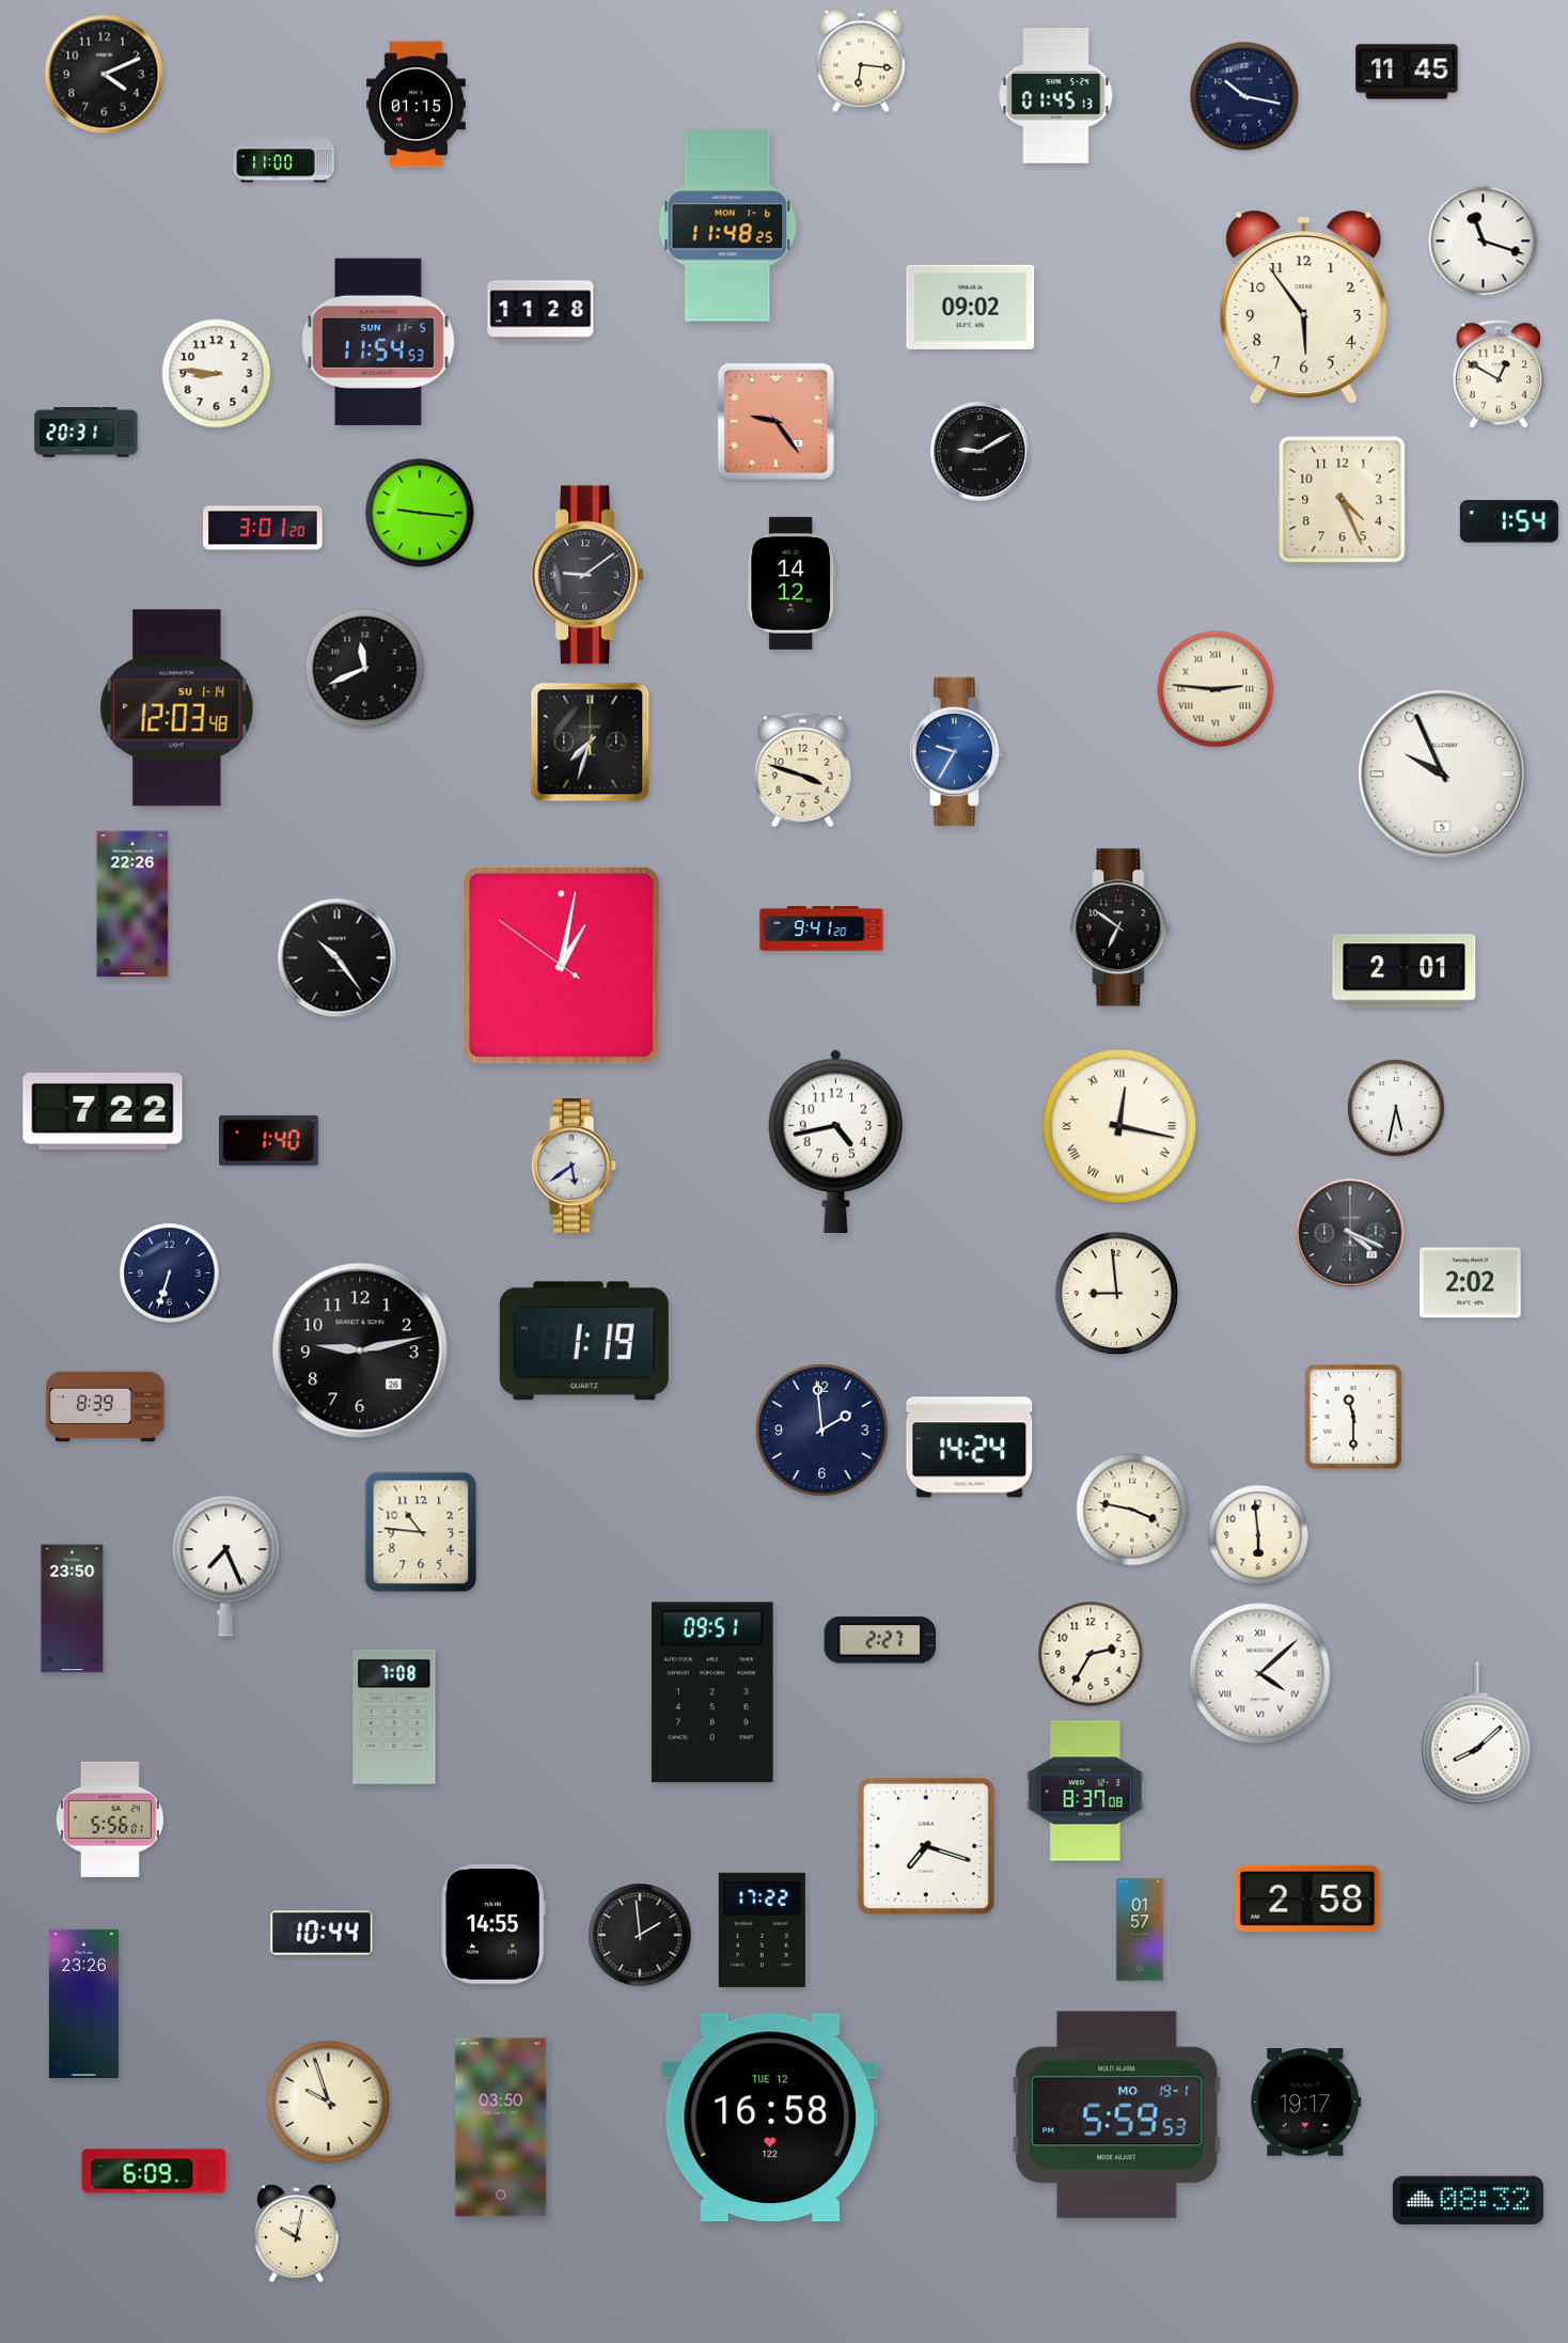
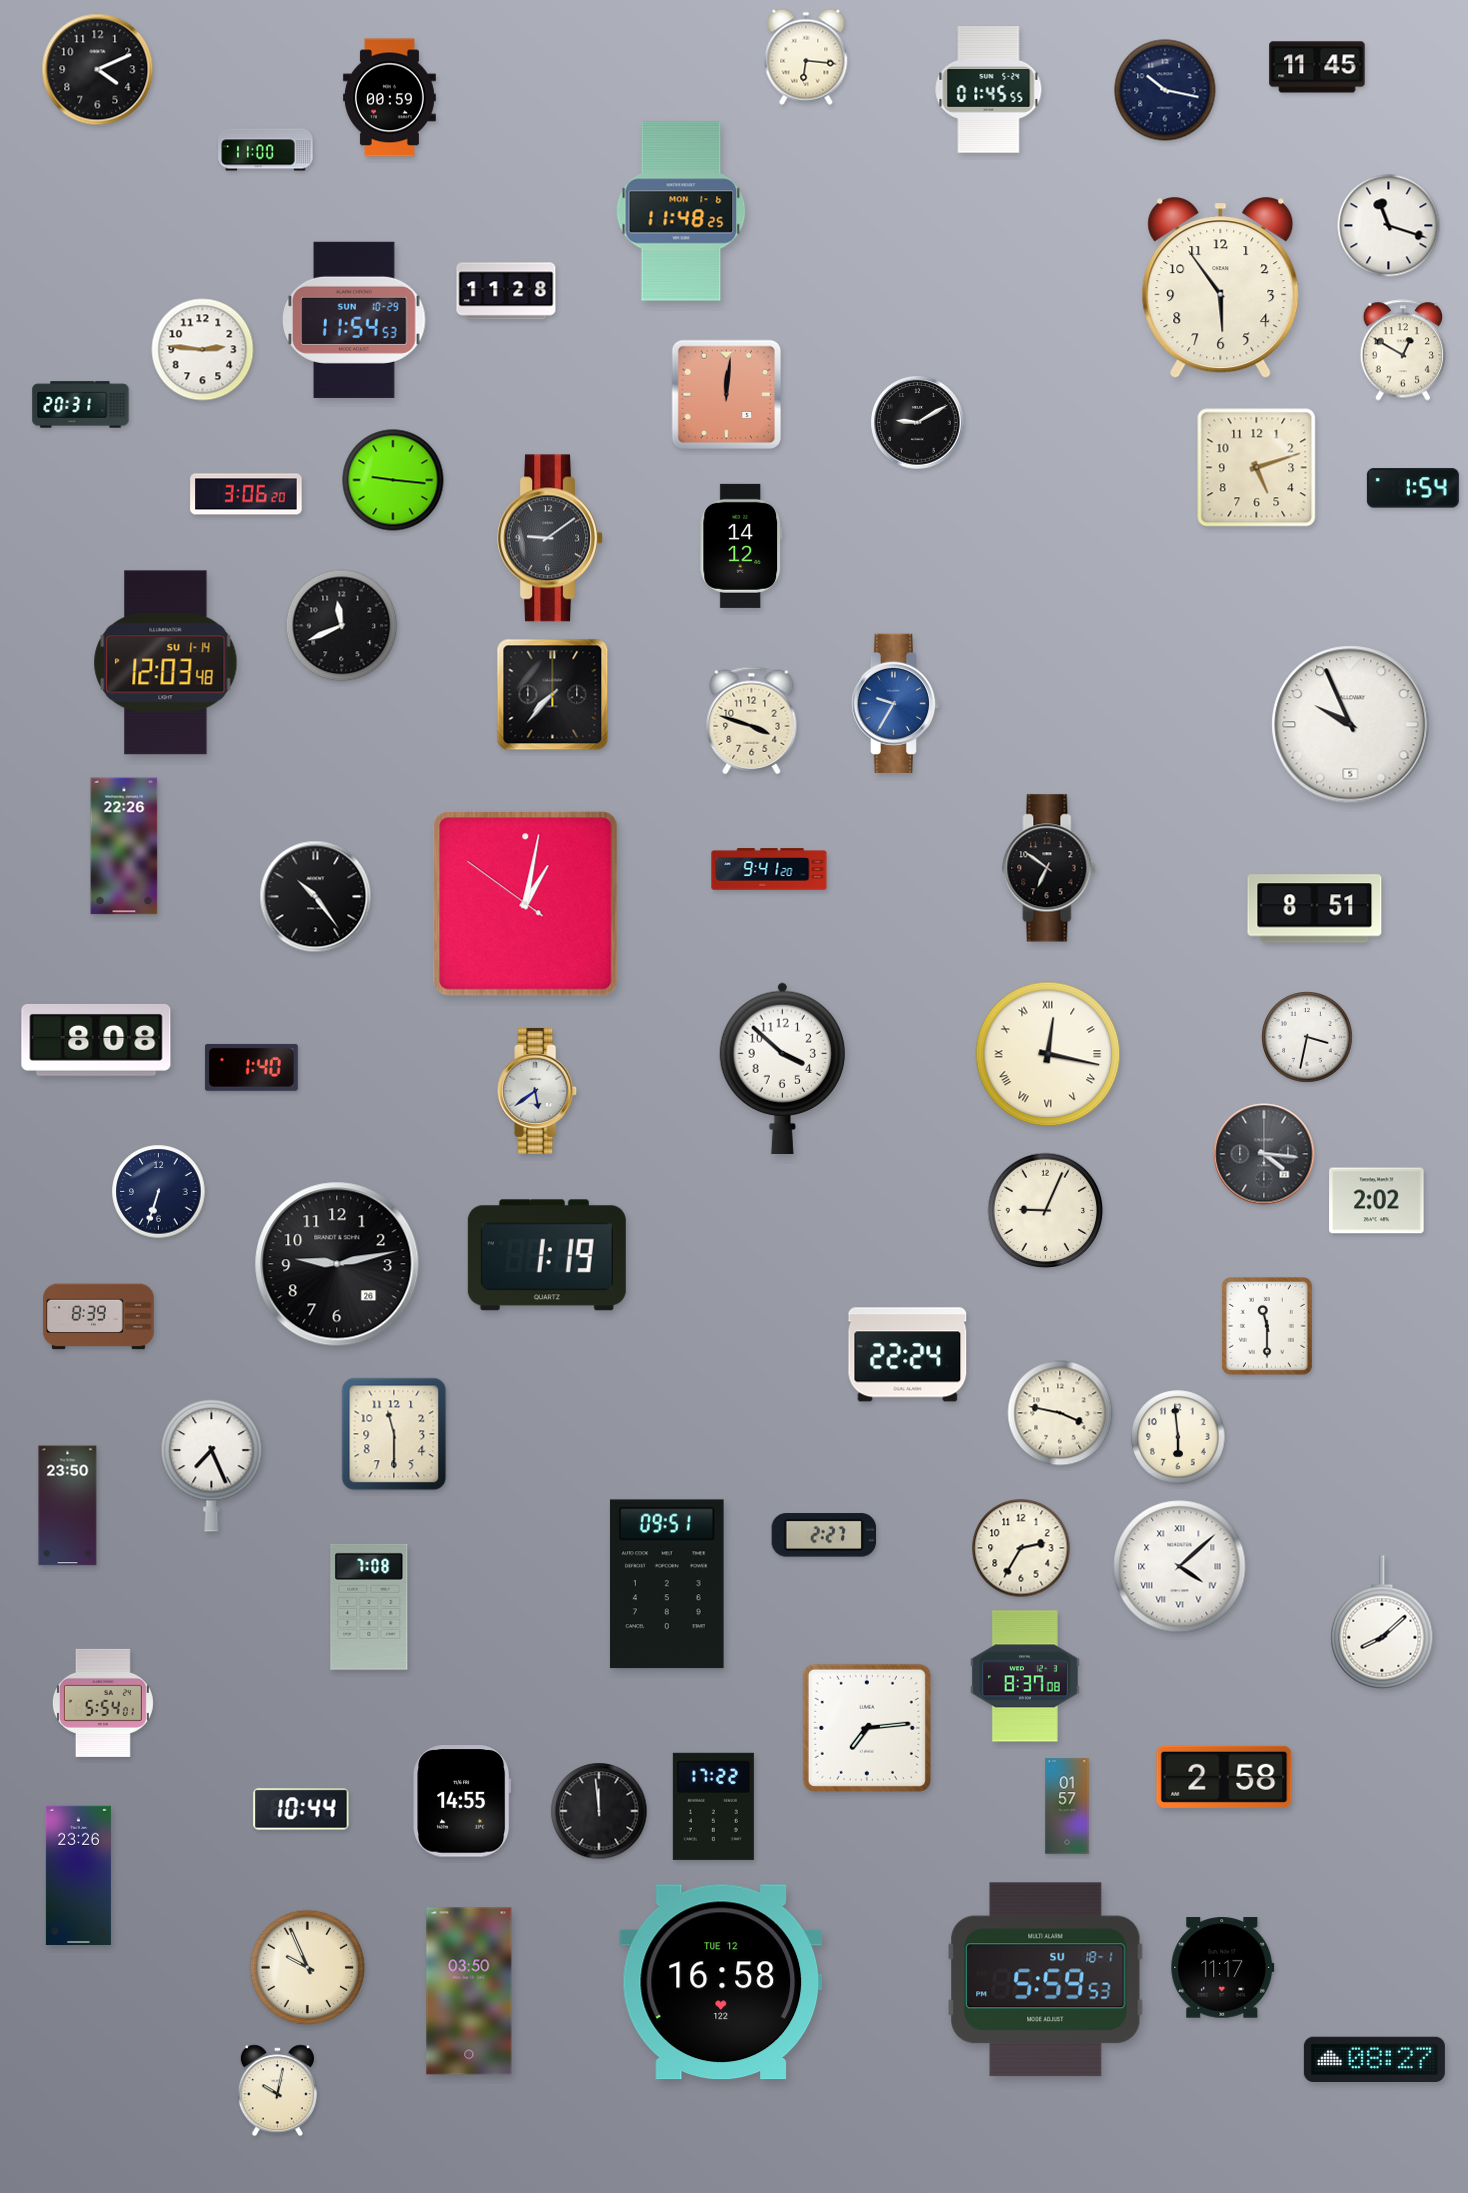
clock at (1056, 96): 01:45:13 -> 01:45:55
clock at (415, 105): 01:15 -> 00:59
clock at (971, 307): 09:02 -> none
clock at (378, 342) date: SUN 11-5 -> SUN 10-29
clock at (217, 374): 8:46 -> 2:46
clock at (777, 422): 9:24 -> 12:01
clock at (1343, 500): 4:26 -> 5:12
clock at (263, 528): 3:01 -> 3:06
clock at (1216, 689): 2:46 -> none
clock at (591, 743): 7:33 -> 7:37
clock at (1405, 971): 2:01 -> 8:51
clock at (1396, 1108): 5:32 -> 3:32
clock at (103, 1111): 7:22 -> 8:08
clock at (835, 1141): 4:43 -> 3:52
clock at (1350, 1233): 4:19 -> 4:16
clock at (1117, 1294): 8:59 -> 9:04
clock at (821, 1430): 1:59 -> none
clock at (970, 1448): 14:24 -> 22:24
clock at (421, 1532): 10:46 -> 11:30
clock at (1085, 1791) position: (1085, 1791) -> (1025, 1676)
clock at (110, 1819): 5:56 -> 5:54
clock at (926, 1846): 7:18 -> 7:14
clock at (640, 1935): 1:59 -> 11:59
clock at (329, 2103): 9:57 -> 9:56
clock at (1306, 2103): 19:17 -> 11:17
clock at (1117, 2115) date: MO 19-1 -> SU 18-1
clock at (154, 2171): 6:09 -> none
clock at (1468, 2201): 08:32 -> 08:27
